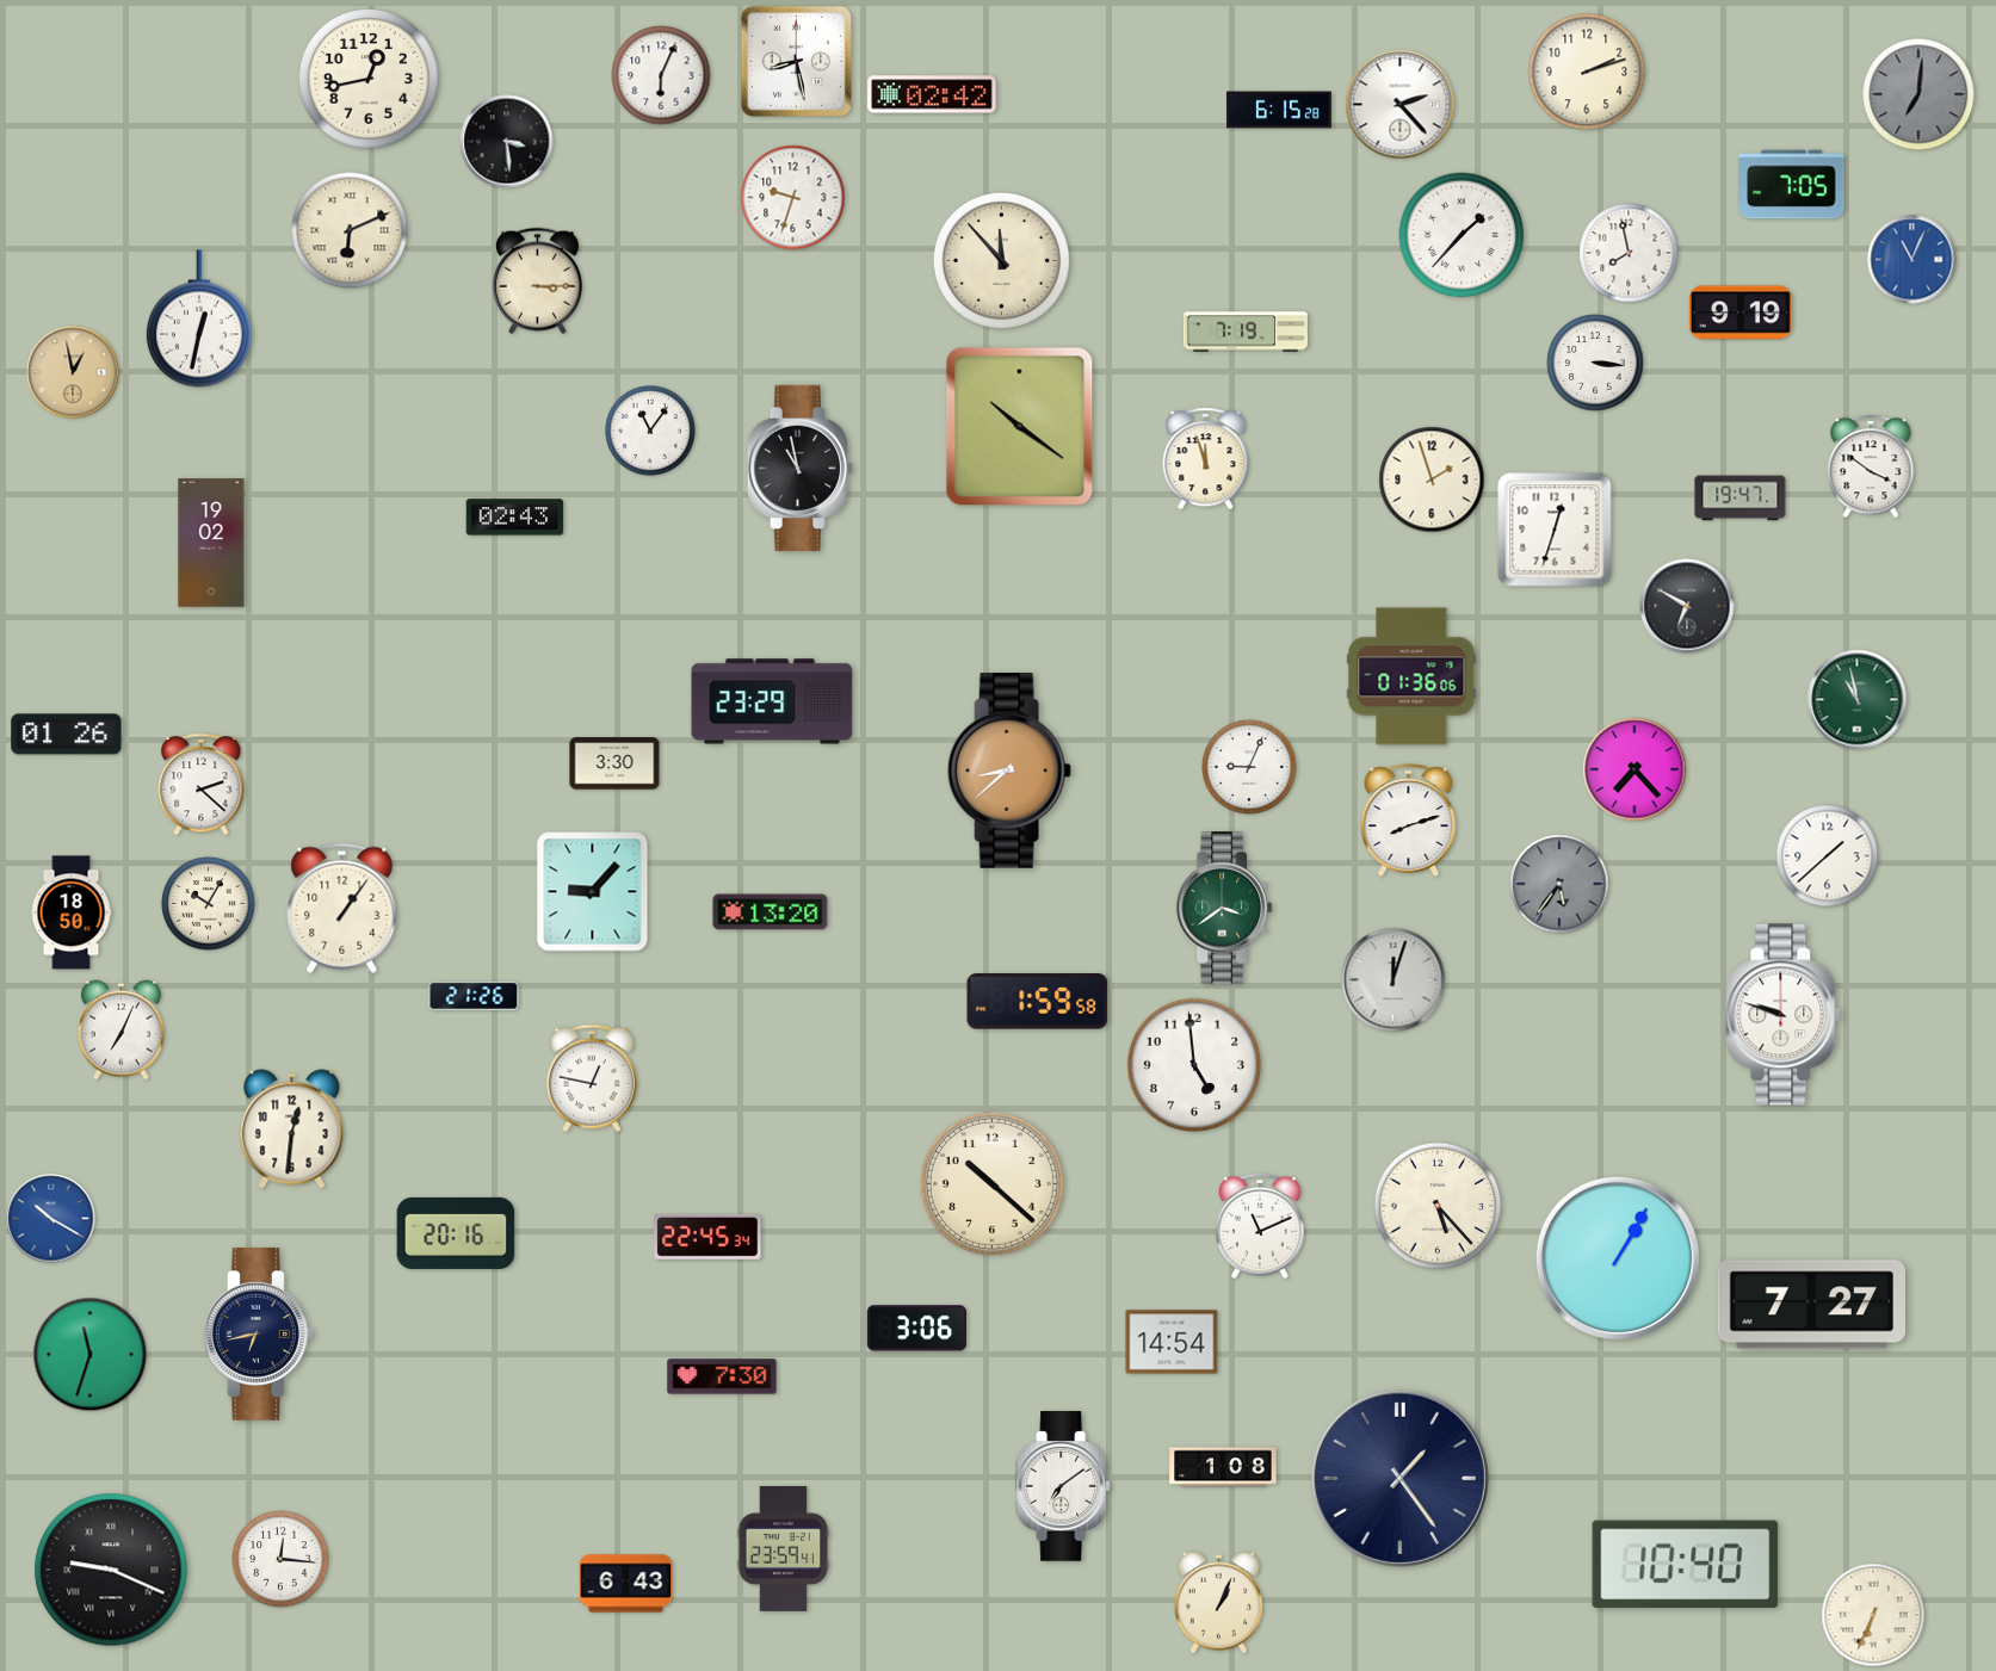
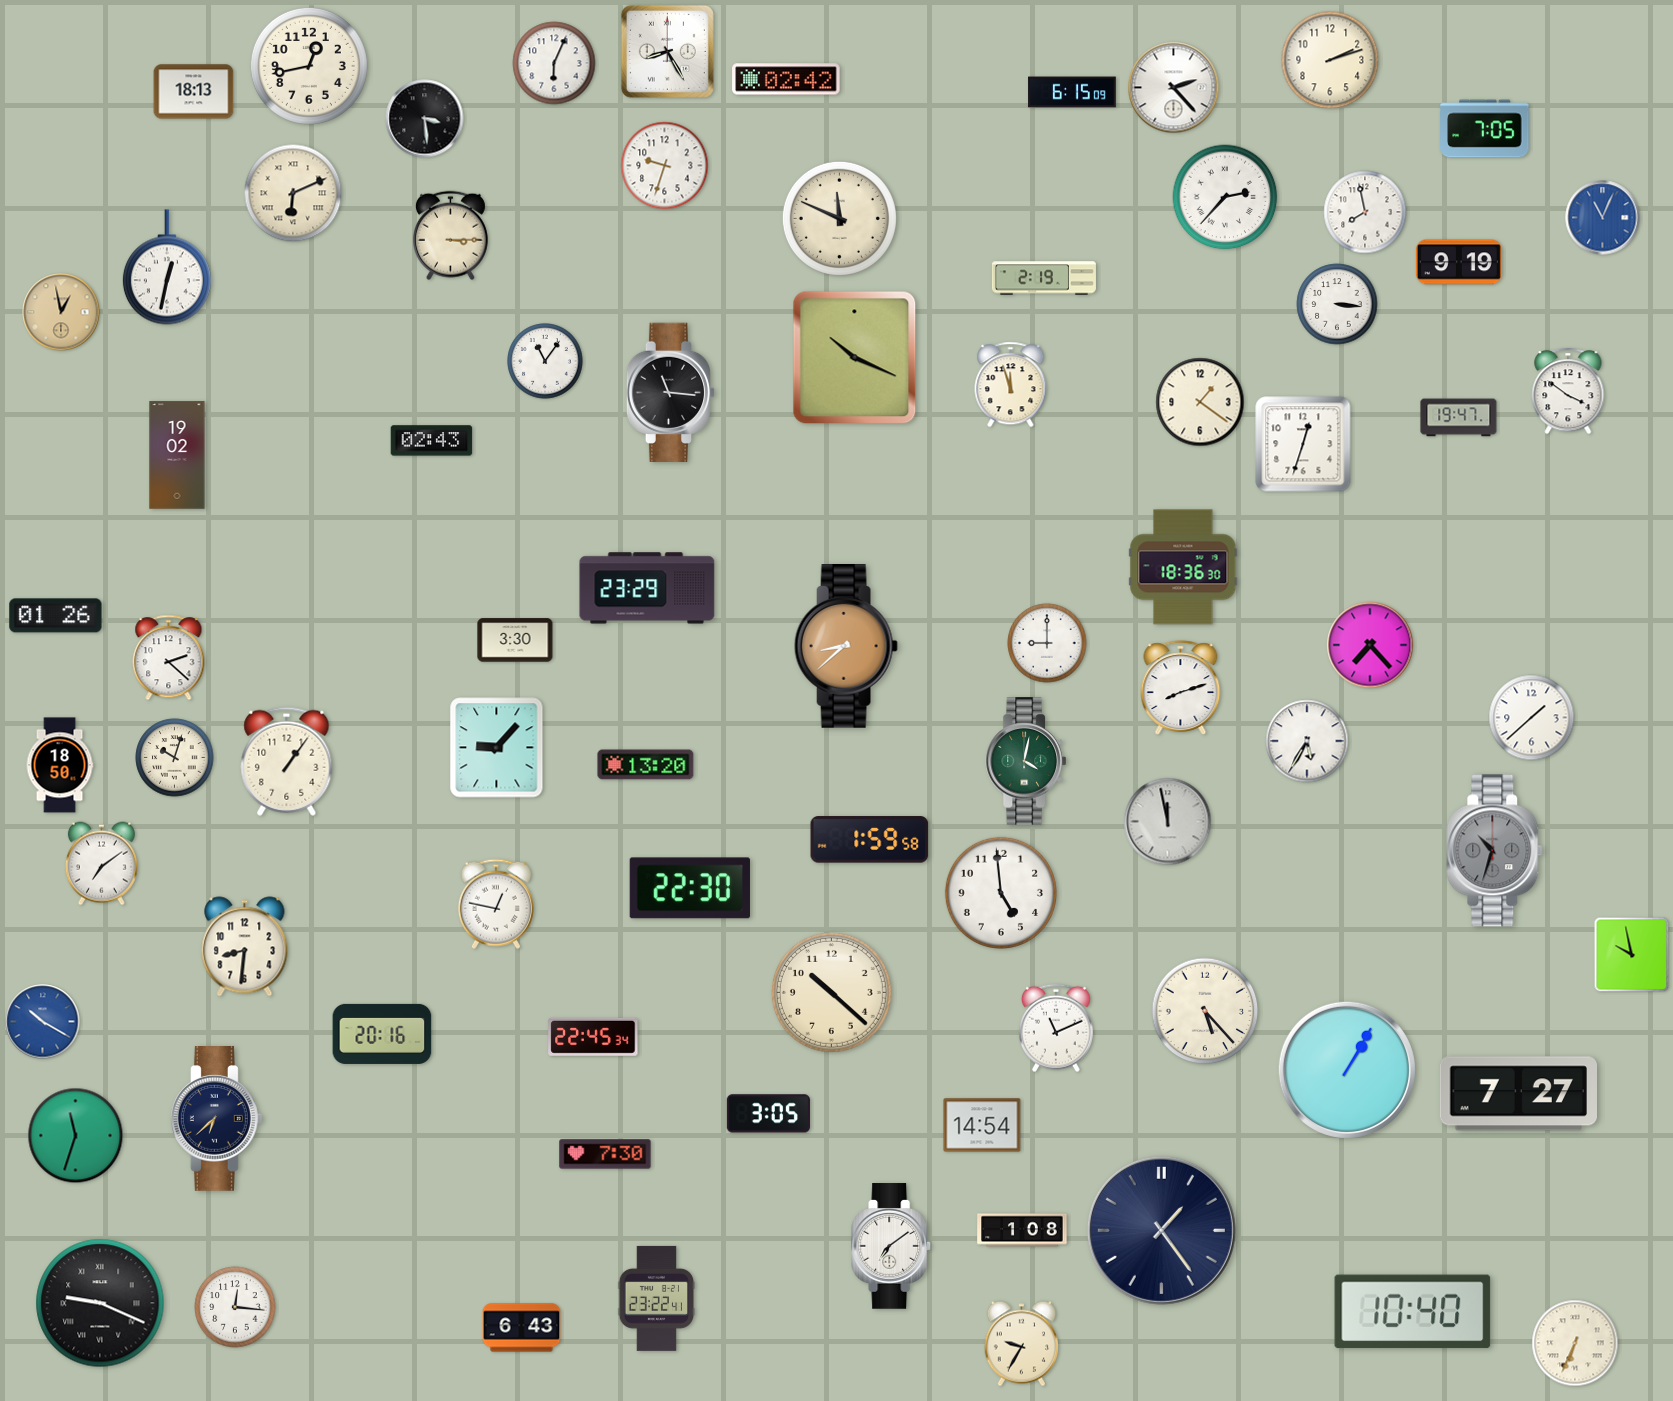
clock at (796, 61): 8:28 -> 8:25
clock at (932, 94) position: (932, 94) -> (786, 79)
clock at (1918, 94): 7:01 -> none
clock at (194, 92): none -> 18:13
clock at (1279, 110): 6:15:28 -> 6:15:09
clock at (1792, 185) position: (1792, 185) -> (1485, 129)
clock at (1462, 235): 1:37 -> 2:37
clock at (1001, 260): 11:53 -> 11:49
clock at (1246, 332): 7:19 -> 2:19
clock at (1020, 427): 10:21 -> 10:19
clock at (801, 468): 10:58 -> 11:16
clock at (1432, 479): 1:57 -> 1:21
clock at (515, 518) position: (515, 518) -> (432, 441)
clock at (1687, 606): 6:50 -> none
clock at (1411, 676): 01:36 -> 18:36
clock at (1858, 700): 10:58 -> none
clock at (1249, 767): 9:04 -> 9:00
clock at (1559, 884): 5:36 -> 5:35
clock at (1559, 884) dial: grey -> white
clock at (209, 904): 10:05 -> 10:03
clock at (1224, 908): 3:39 -> 4:02
clock at (1394, 980): 12:03 -> 11:58
clock at (474, 997): 21:26 -> none
clock at (1784, 1015): 9:48 -> 10:33
clock at (1784, 1015) dial: white -> grey
clock at (120, 1031): 7:04 -> 7:09
clock at (690, 888): none -> 22:30
clock at (292, 1130): 12:31 -> 8:31
clock at (1632, 955): none -> 9:58
clock at (1618, 1258) position: (1618, 1258) -> (1347, 1070)
clock at (916, 1329): 3:06 -> 3:05
clock at (258, 1335): 6:43 -> 6:38
clock at (1223, 1467) position: (1223, 1467) -> (1022, 1230)
clock at (1399, 1478) position: (1399, 1478) -> (1161, 1230)
clock at (784, 1548): 23:59 -> 23:22
clock at (111, 1570) position: (111, 1570) -> (100, 1303)
clock at (626, 1584) position: (626, 1584) -> (522, 1328)
clock at (1218, 1603): 1:04 -> 9:35
clock at (1873, 1615) position: (1873, 1615) -> (1575, 1343)
